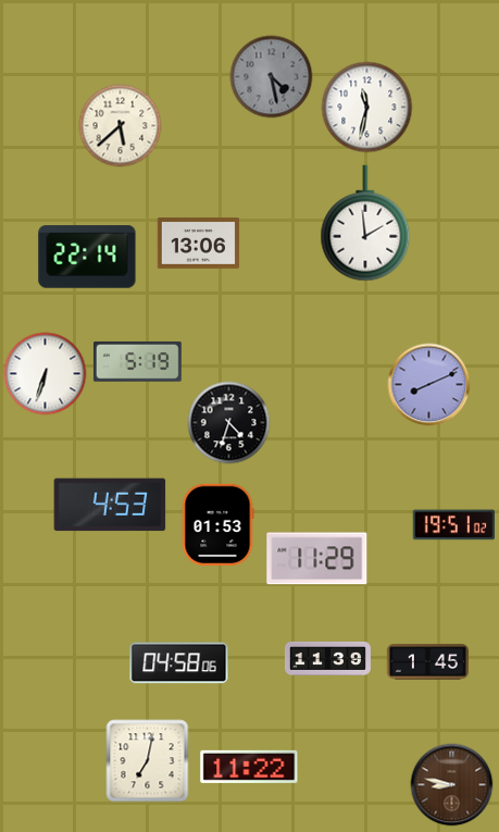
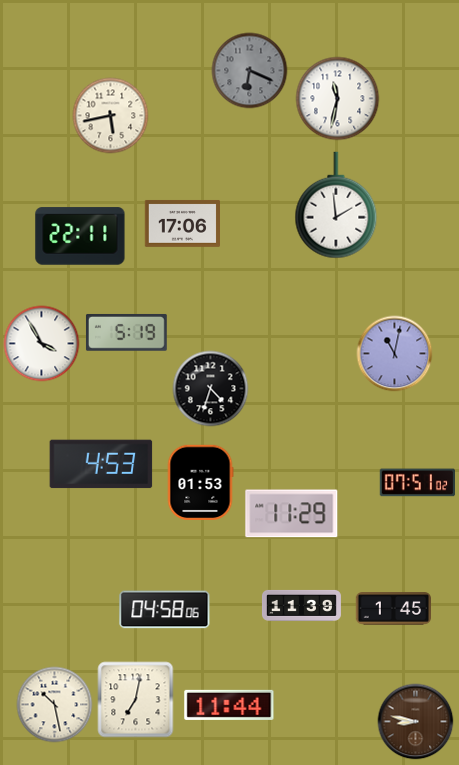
clock at (272, 77): 4:28 -> 6:19
clock at (121, 126): 5:38 -> 5:43
clock at (198, 244): 13:06 -> 17:06
clock at (87, 257): 22:14 -> 22:11
clock at (46, 374): 6:33 -> 3:55
clock at (429, 385): 8:11 -> 11:02
clock at (453, 525): 19:51 -> 07:51
clock at (55, 705): none -> 10:28
clock at (249, 767): 11:22 -> 11:44
